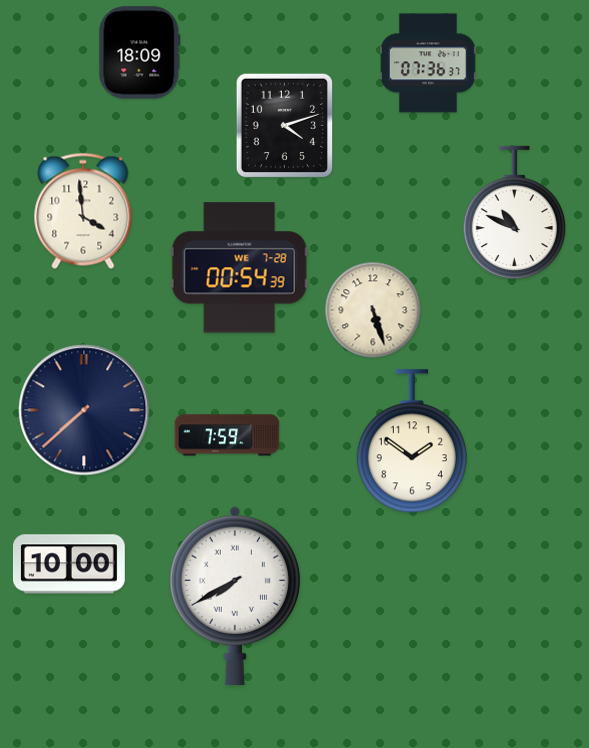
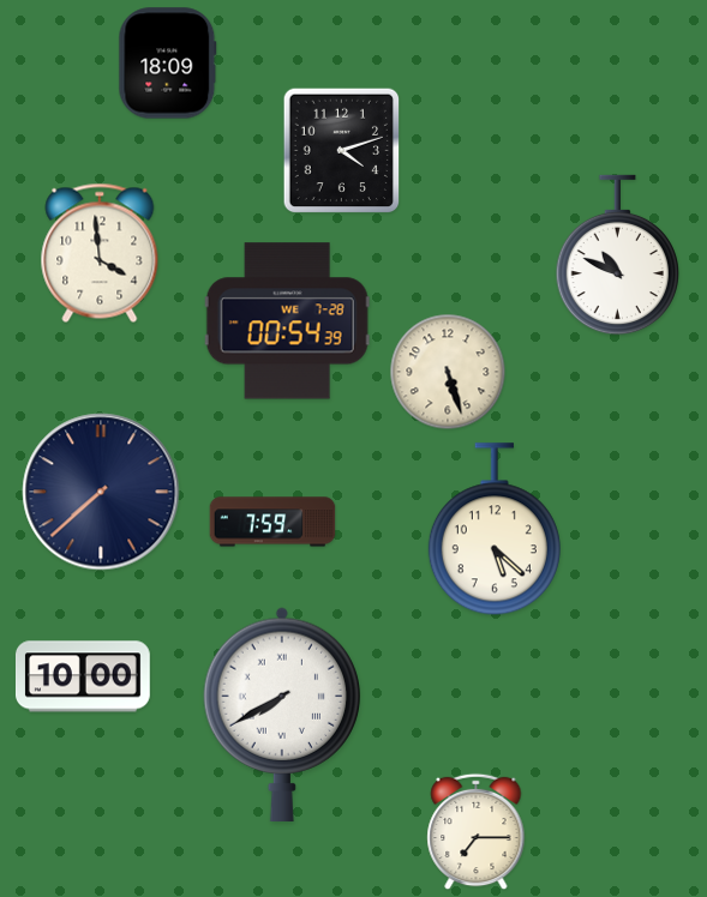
clock at (428, 63): 07:36 -> none
clock at (412, 442): 1:51 -> 5:22
clock at (477, 832): none -> 7:15
